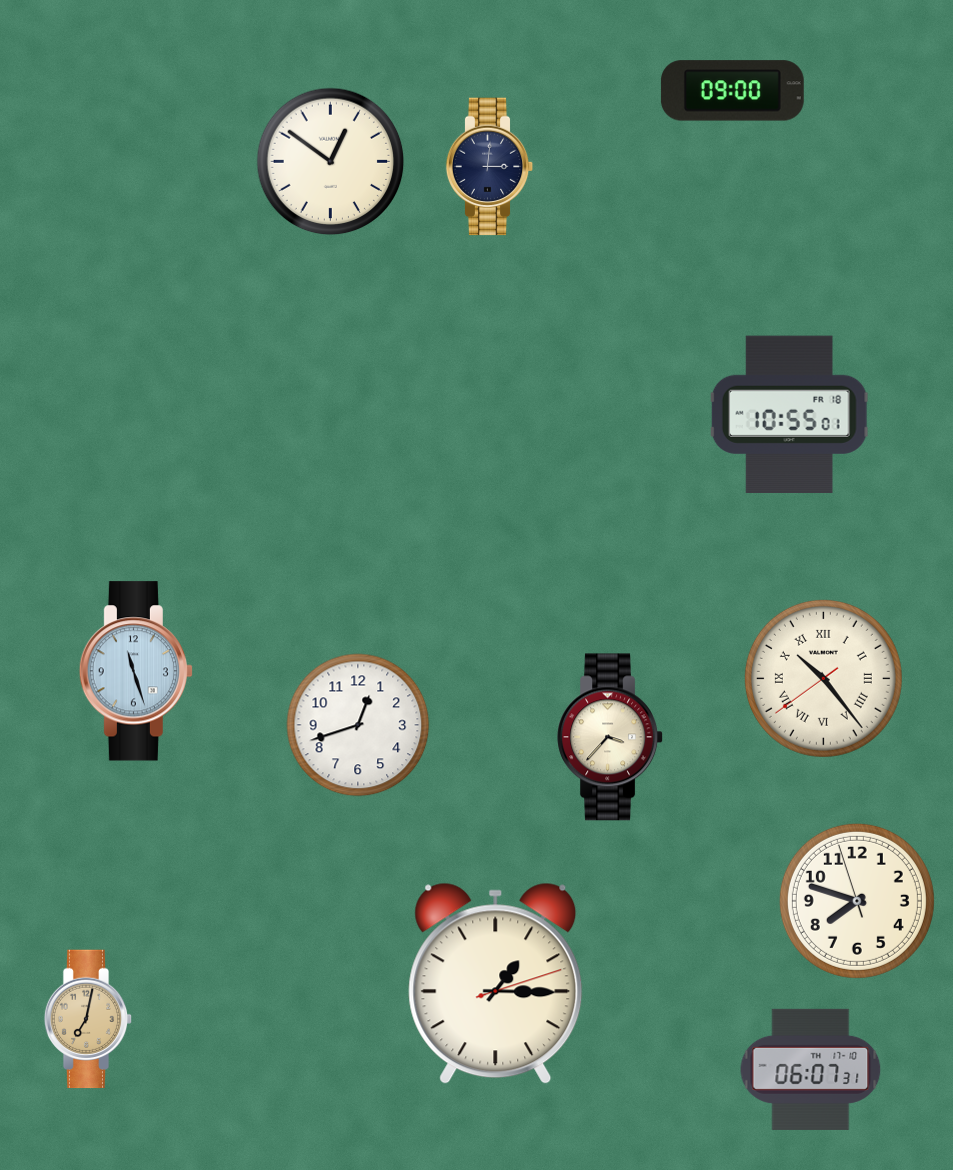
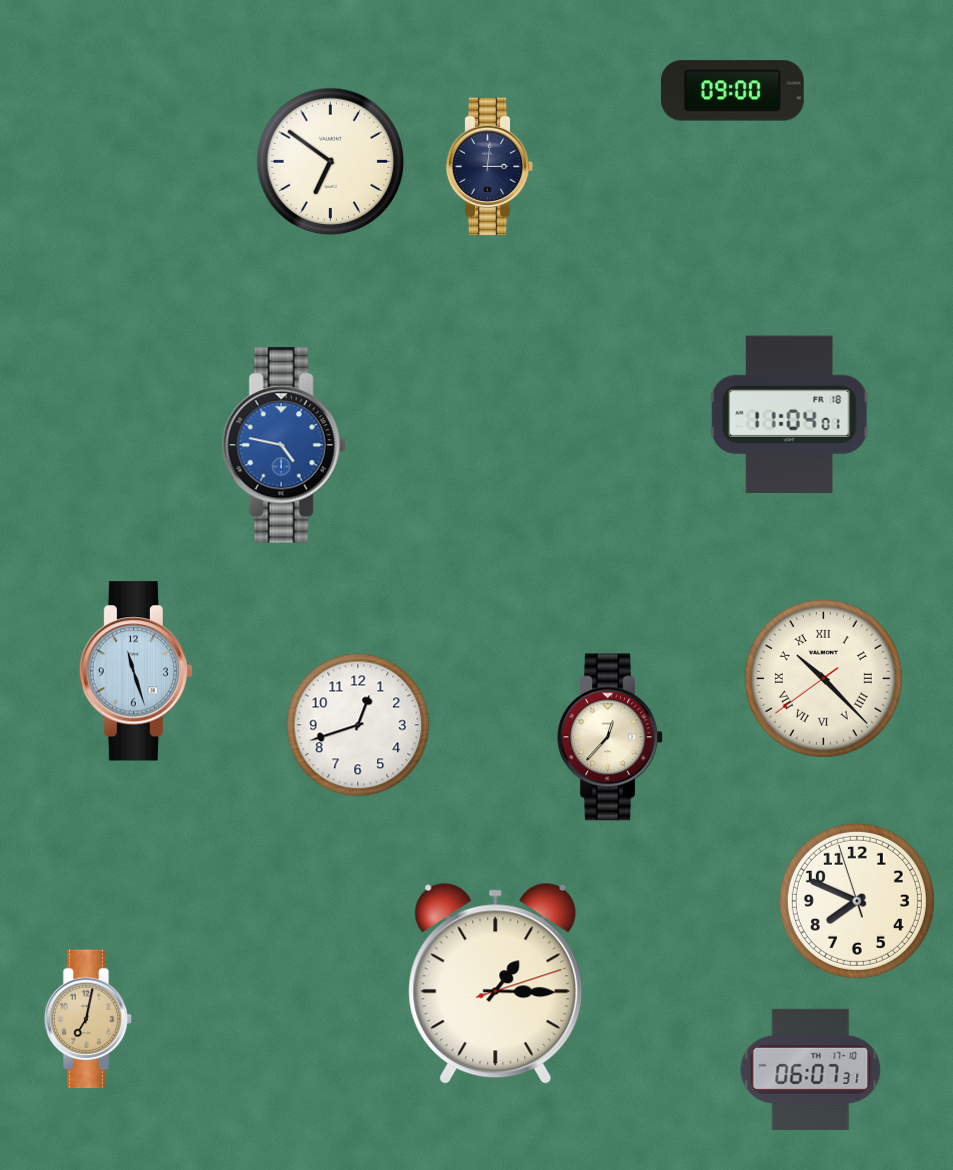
clock at (331, 162): 12:51 -> 6:51
clock at (790, 414): 10:55 -> 11:04
clock at (284, 445): none -> 4:47
clock at (823, 678): 10:23 -> 10:22
clock at (611, 737): 3:37 -> 12:37
clock at (857, 901): 7:47 -> 7:48
